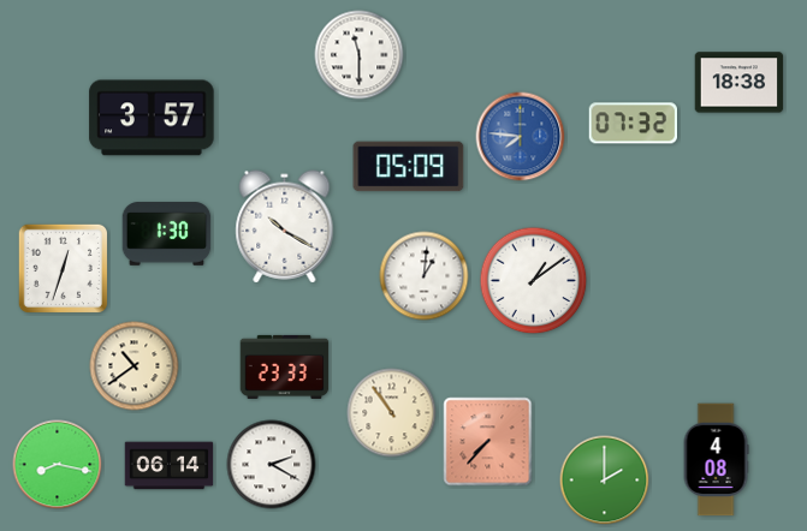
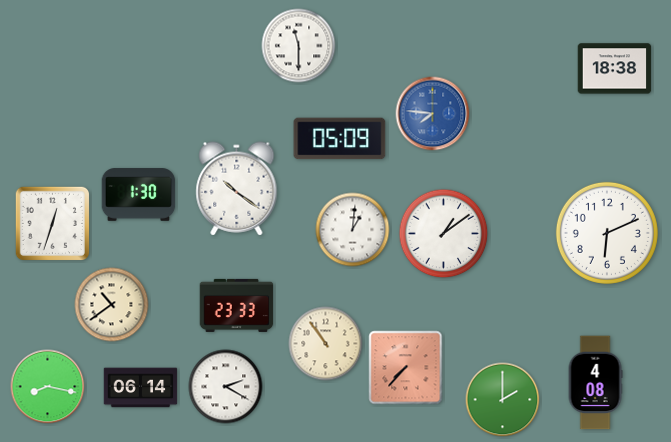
clock at (152, 118): 3:57 -> none
clock at (634, 124): 07:32 -> none
clock at (285, 227): 10:20 -> 10:21
clock at (607, 233): none -> 6:11
